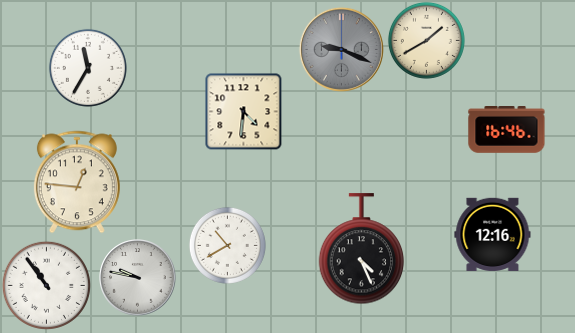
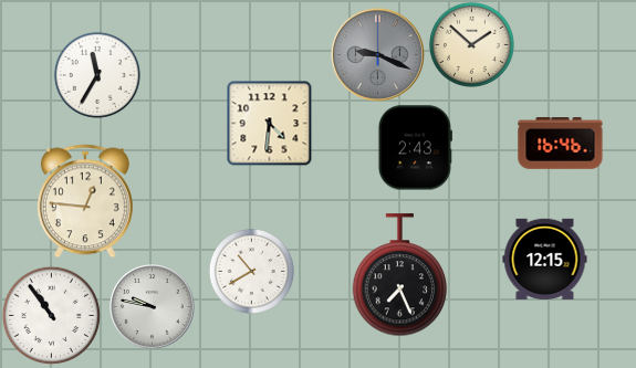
clock at (426, 40): 1:40 -> 1:52
clock at (415, 148): none -> 2:43
clock at (493, 234): 12:16 -> 12:15
clock at (362, 249): 4:26 -> 7:26
